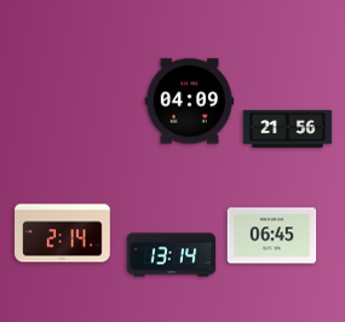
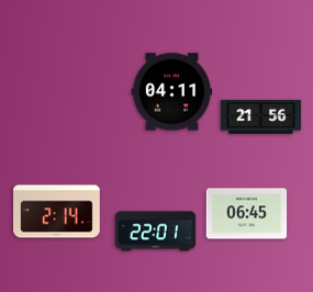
clock at (190, 102): 04:09 -> 04:11
clock at (172, 255): 13:14 -> 22:01
